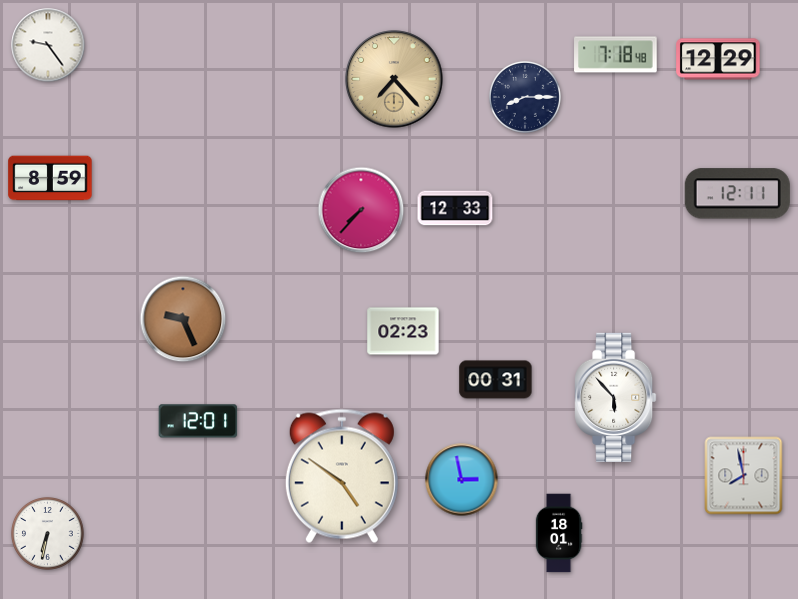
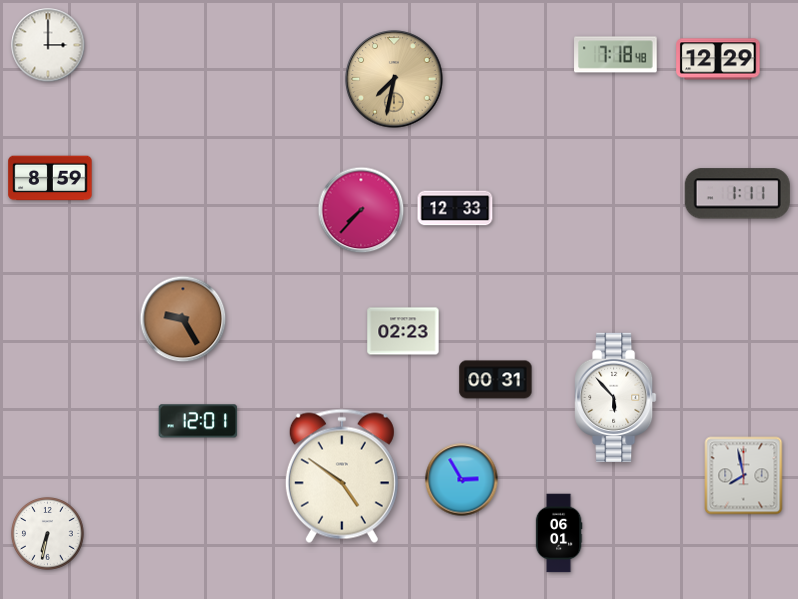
clock at (48, 45): 9:24 -> 3:00
clock at (394, 79): 7:23 -> 7:32
clock at (525, 97): 8:15 -> none
clock at (737, 194): 12:11 -> 1:11
clock at (183, 319): 9:26 -> 9:25
clock at (462, 480): 2:58 -> 2:55
clock at (559, 533): 18:01 -> 06:01
